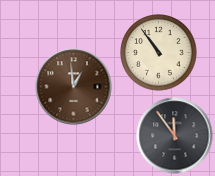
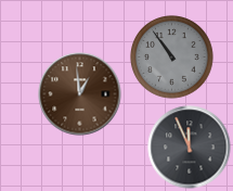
clock at (159, 53) dial: cream -> grey
clock at (175, 136): 11:54 -> 11:56
